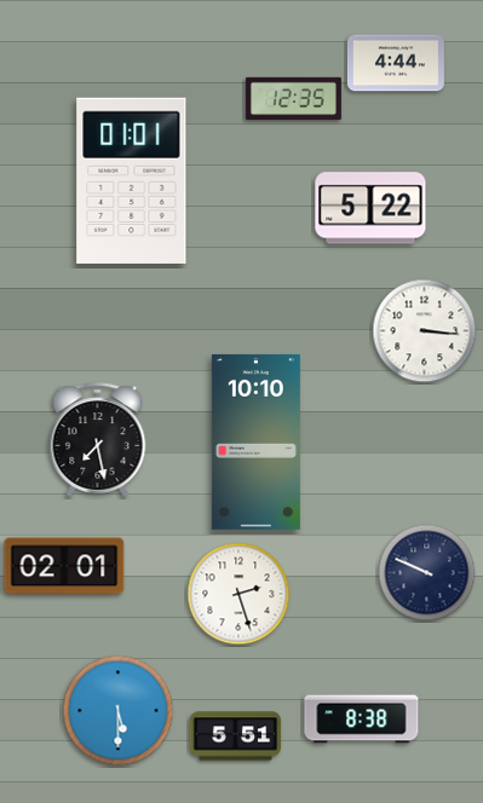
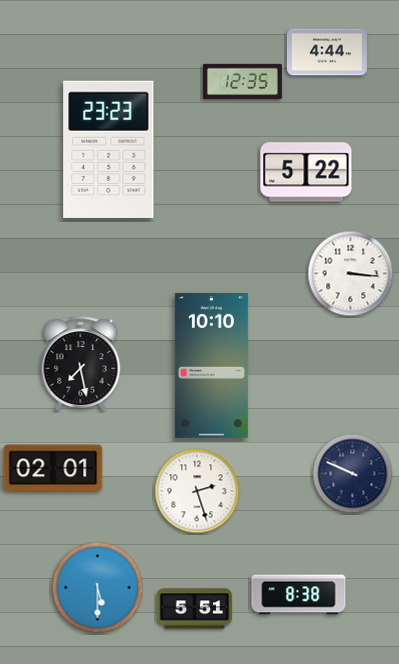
clock at (132, 180): 01:01 -> 23:23
